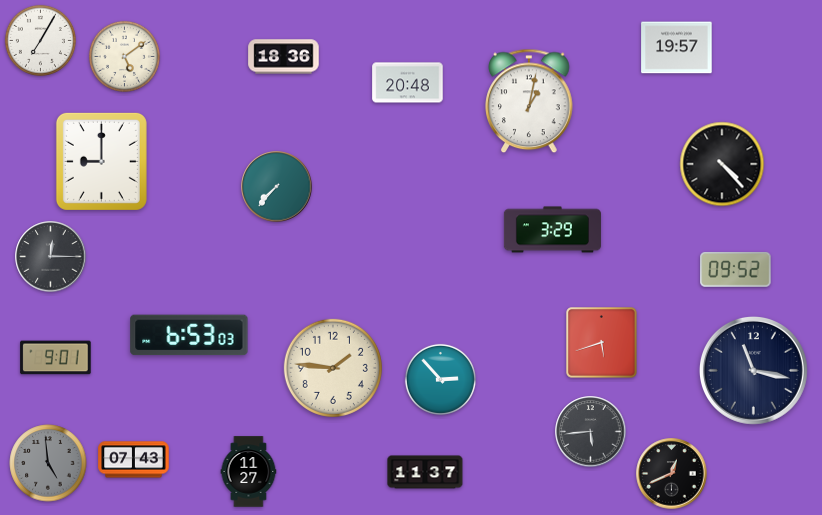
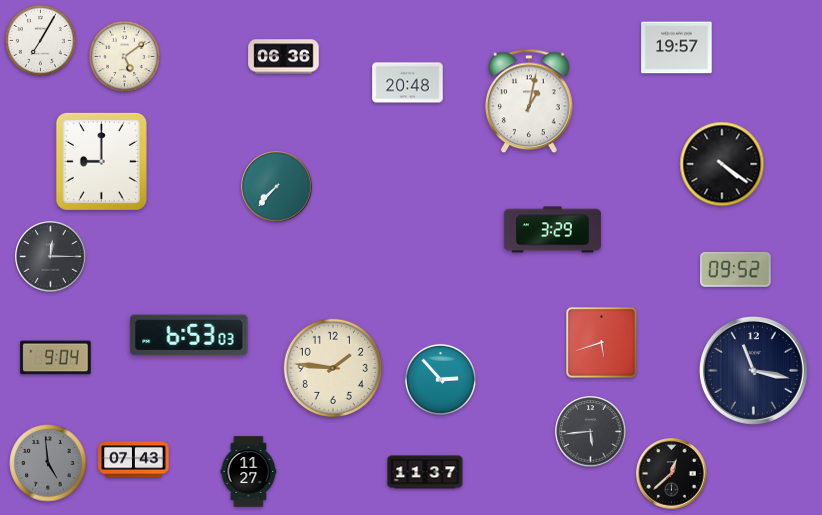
clock at (284, 57): 18:36 -> 06:36
clock at (722, 164): 4:23 -> 4:21
clock at (56, 358): 9:01 -> 9:04
clock at (672, 474): 12:41 -> 12:38
